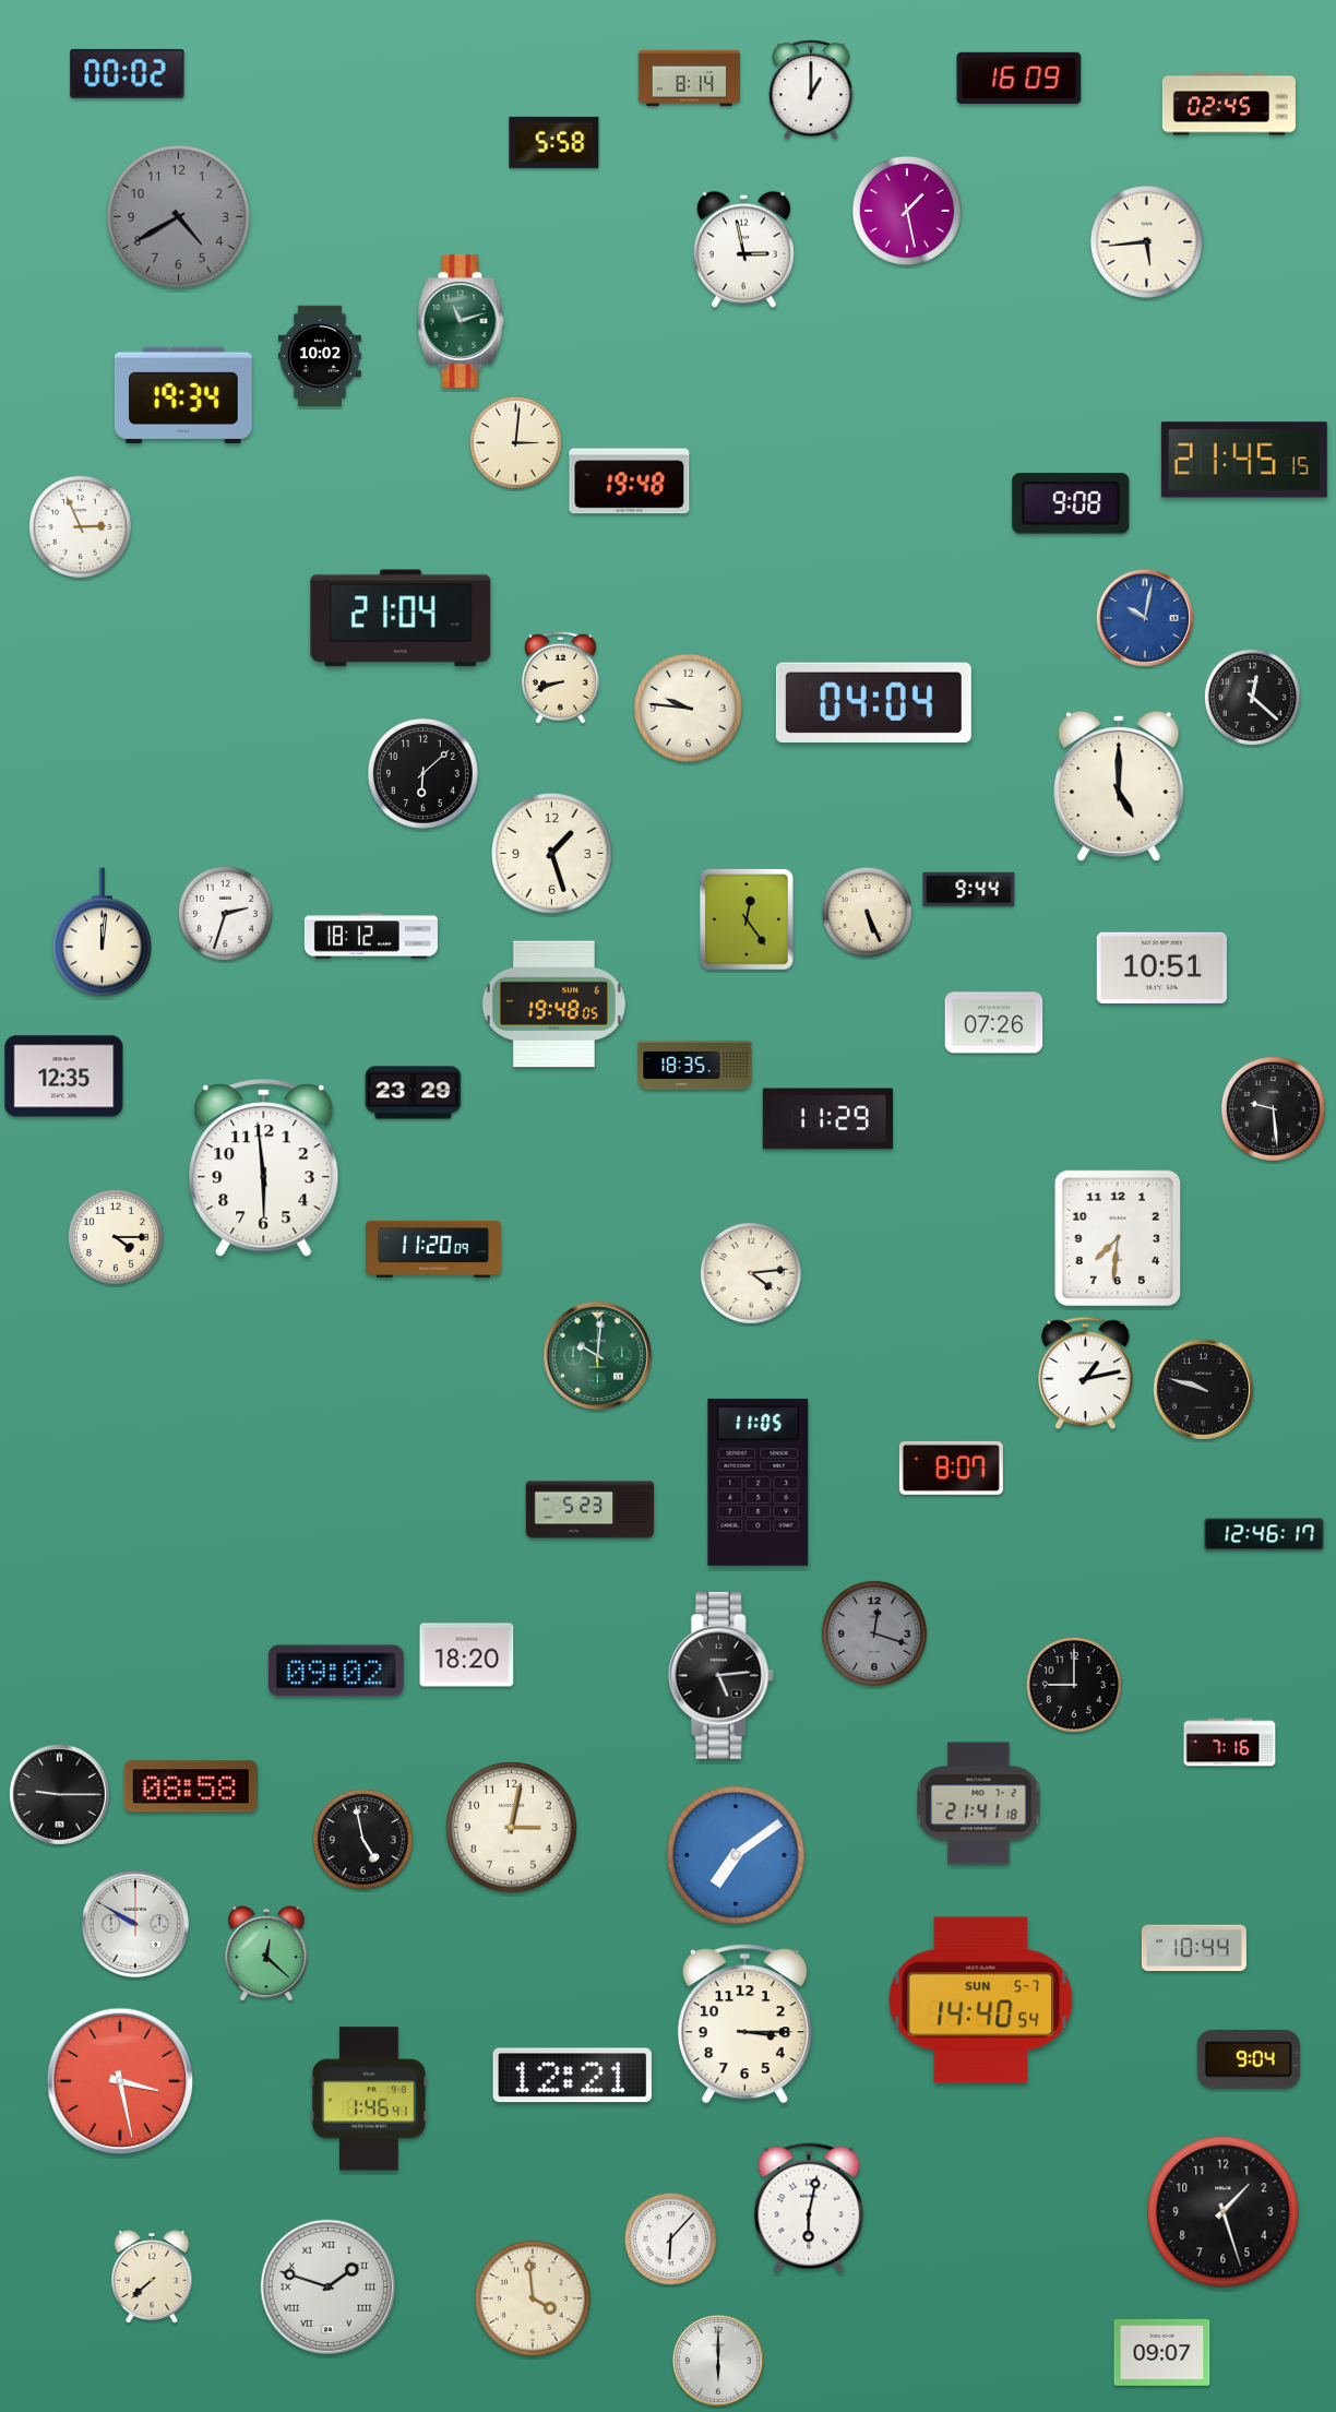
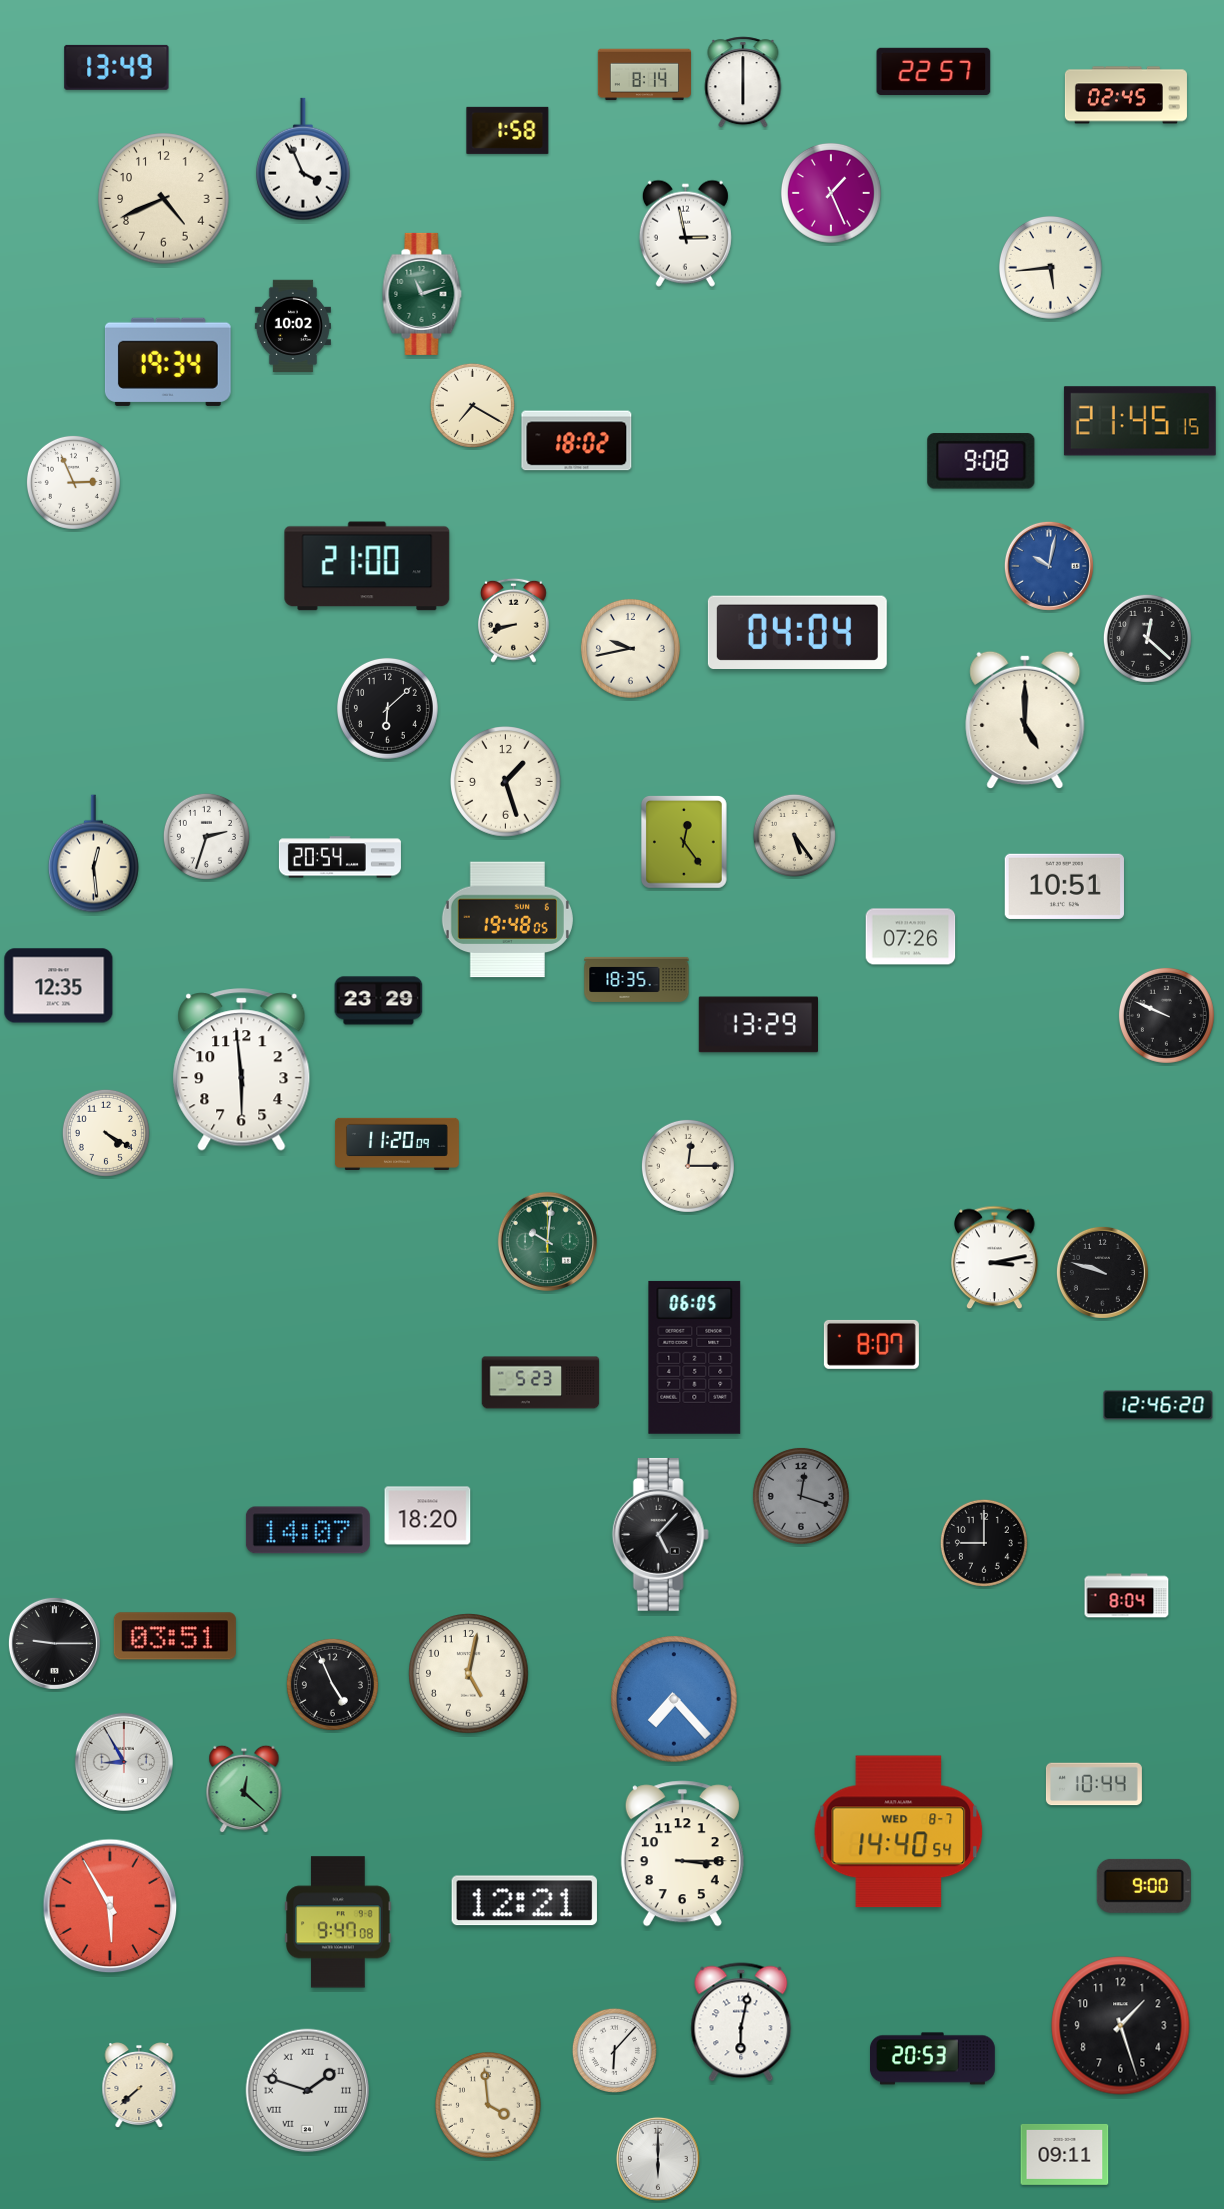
clock at (128, 73): 00:02 -> 13:49
clock at (689, 79) position: (689, 79) -> (644, 75)
clock at (1019, 79): 16:09 -> 22:57
clock at (811, 90): 1:00 -> 6:00
clock at (554, 142): 5:58 -> 1:58
clock at (304, 159): none -> 3:56
clock at (907, 211): 1:28 -> 1:26
clock at (179, 217): 4:40 -> 4:41
clock at (179, 217) dial: grey -> cream
clock at (1146, 241) position: (1146, 241) -> (1050, 267)
clock at (743, 249) position: (743, 249) -> (685, 233)
clock at (515, 442): 3:01 -> 7:20
clock at (630, 482): 19:48 -> 18:02
clock at (401, 618): 21:04 -> 21:00
clock at (873, 702) position: (873, 702) -> (797, 632)
clock at (688, 708): 9:46 -> 9:43
clock at (969, 890): 9:44 -> none
clock at (867, 912): 5:26 -> 5:24
clock at (103, 932): 12:01 -> 12:29
clock at (371, 936): 18:12 -> 20:54
clock at (695, 1065) position: (695, 1065) -> (637, 979)
clock at (1273, 1108): 9:29 -> 9:49
clock at (827, 1119): 11:29 -> 13:29
clock at (116, 1237): 4:15 -> 4:20
clock at (1118, 1238): 7:31 -> none
clock at (751, 1273): 4:14 -> 12:15
clock at (1086, 1374): 1:13 -> 3:13
clock at (759, 1482): 11:05 -> 06:05
clock at (1264, 1534): 12:46:17 -> 12:46:20
clock at (336, 1671): 09:02 -> 14:07
clock at (720, 1675): 5:14 -> 5:07
clock at (1230, 1743): 7:16 -> 8:04
clock at (191, 1786): 08:58 -> 03:51
clock at (979, 1804): 21:41 -> none
clock at (512, 1828): 3:02 -> 5:02
clock at (362, 1839): 4:58 -> 4:56
clock at (736, 1855): 7:09 -> 7:23
clock at (135, 1924): 9:50 -> 8:55
clock at (981, 2000) date: SUN 5-7 -> WED 8-7
clock at (1249, 2059): 9:04 -> 9:00
clock at (120, 2081): 3:28 -> 5:55
clock at (369, 2099): 1:46 -> 9:47
clock at (933, 2059): none -> 20:53
clock at (329, 2288) position: (329, 2288) -> (308, 2091)
clock at (1162, 2352): 09:07 -> 09:11
clock at (718, 2361) position: (718, 2361) -> (658, 2159)
